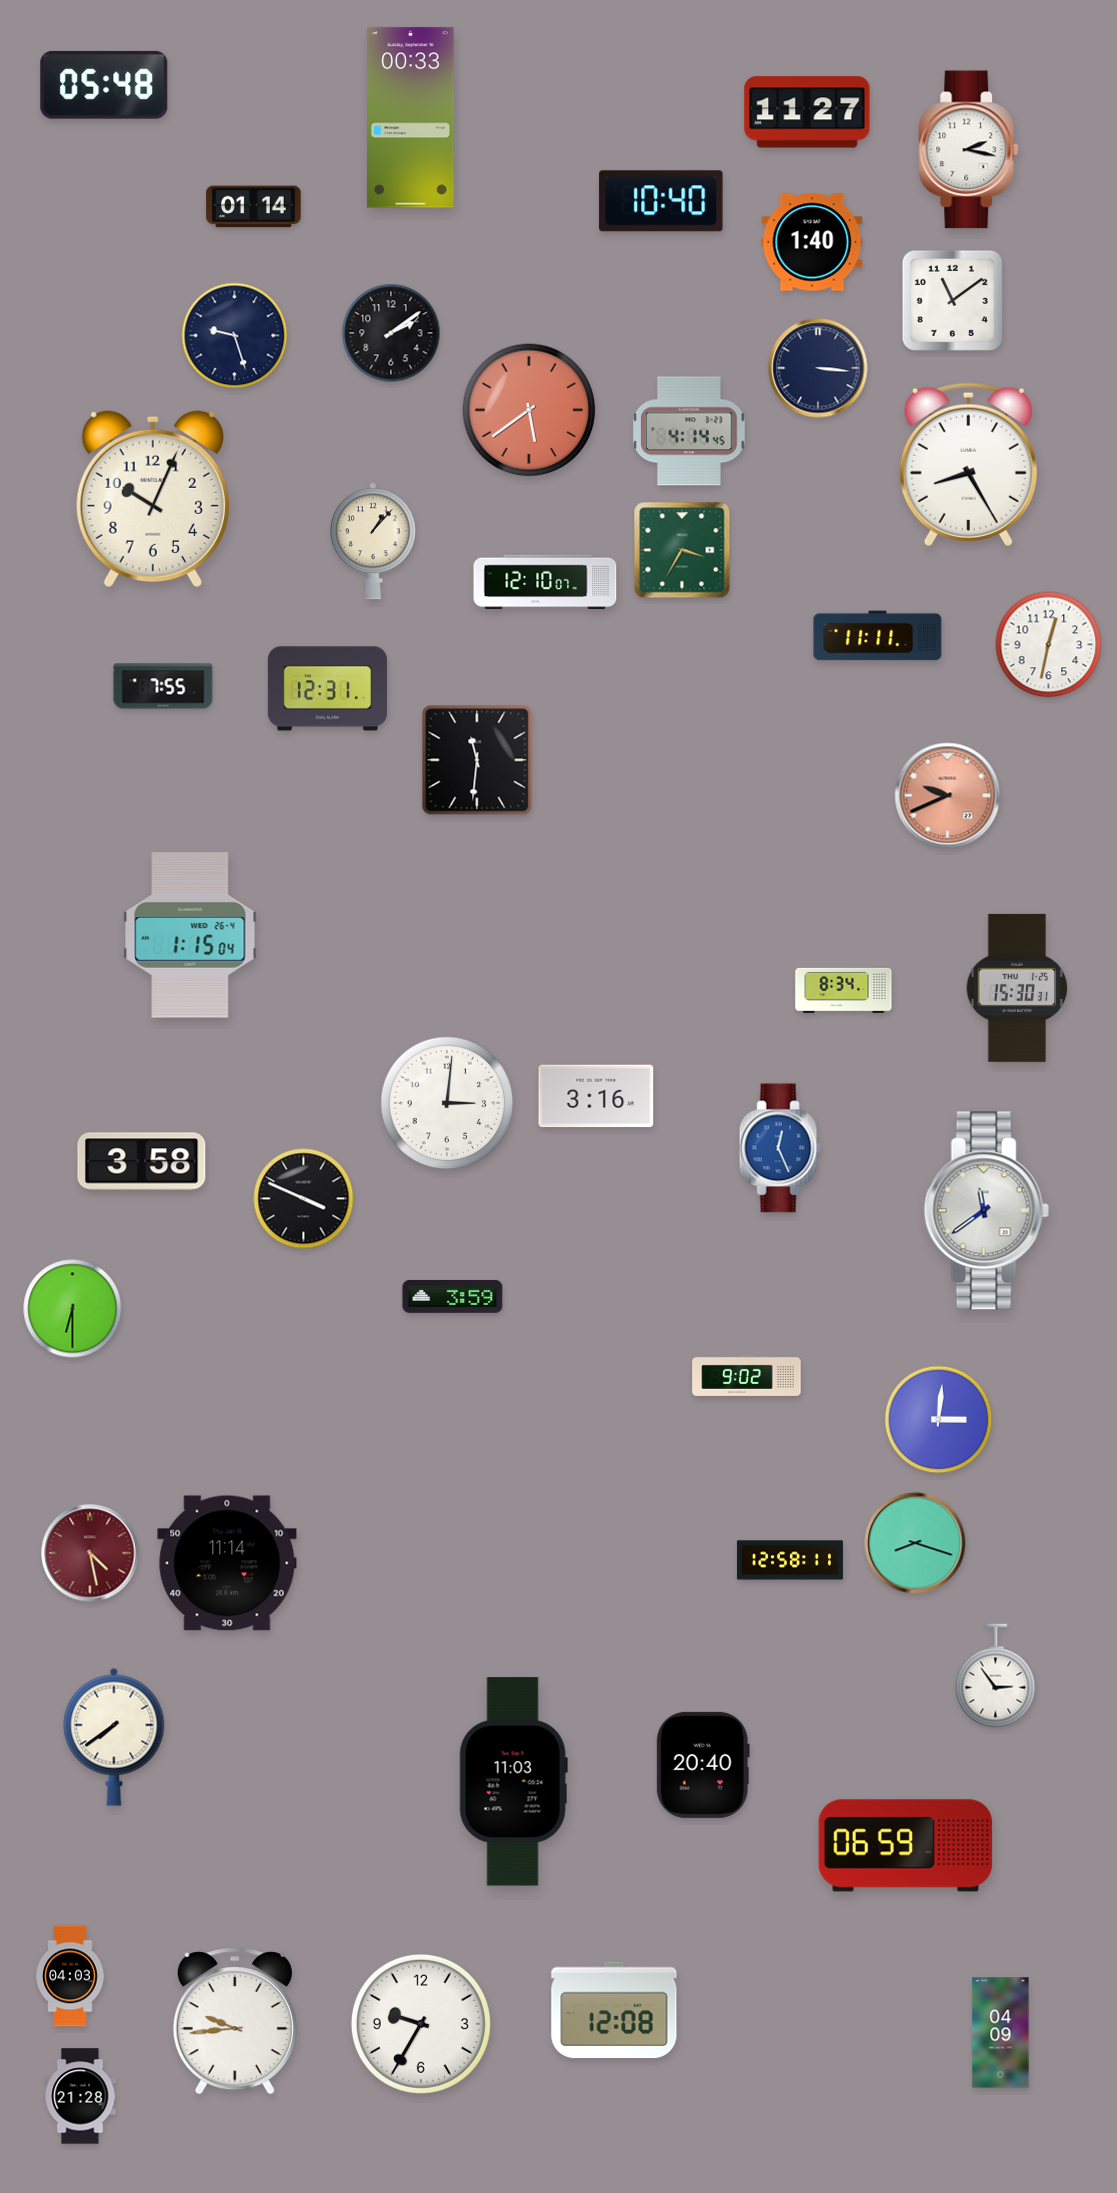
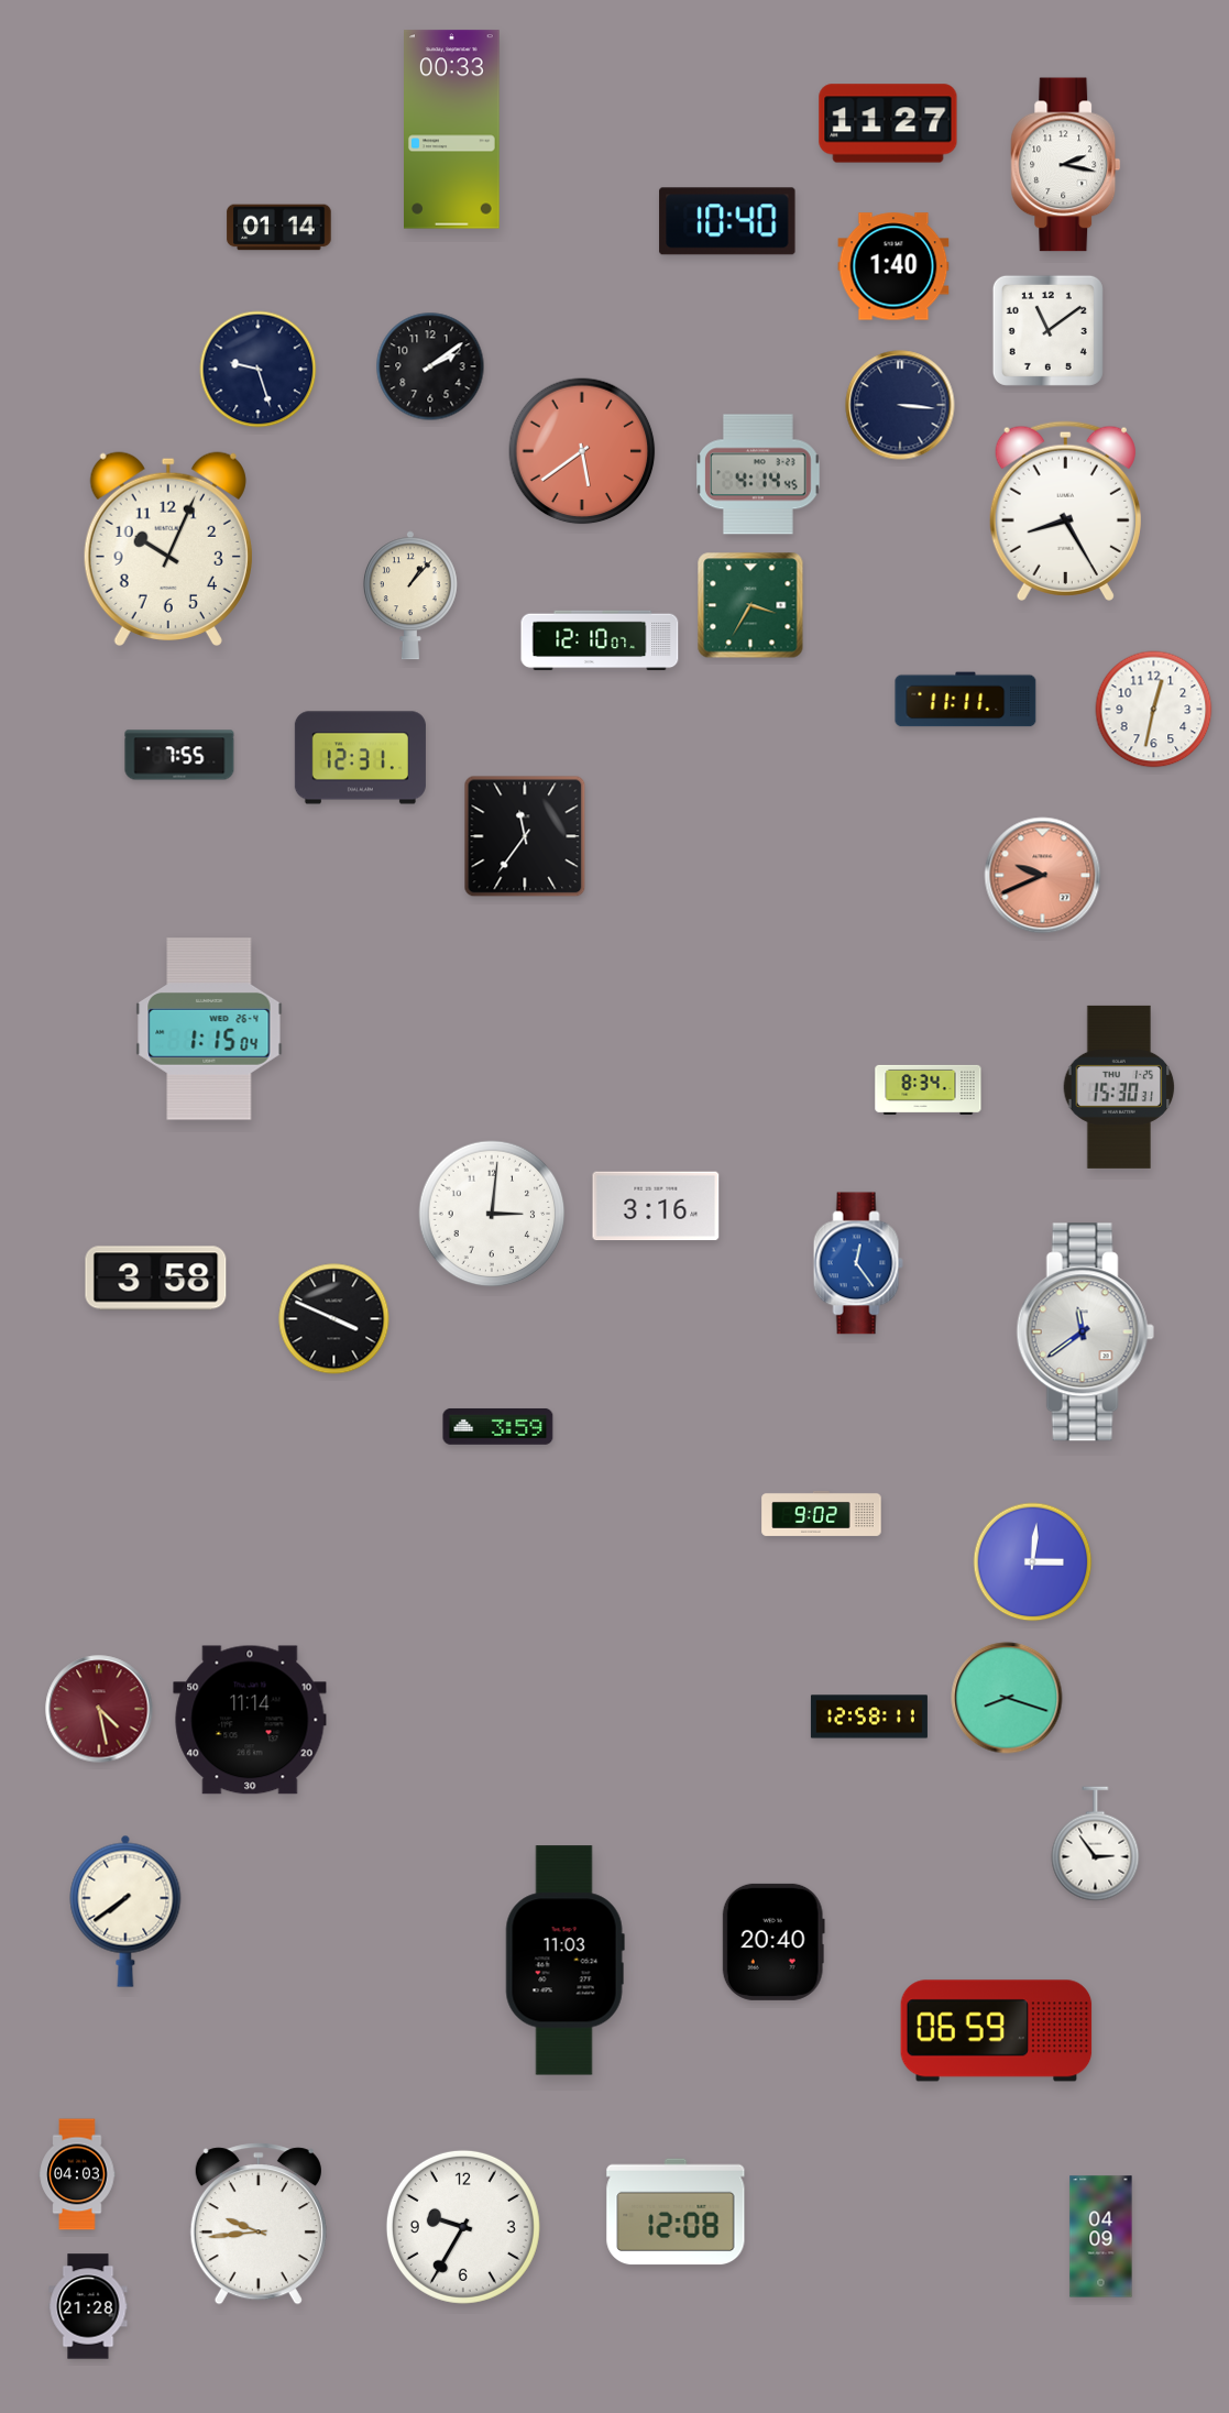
clock at (104, 85): 05:48 -> none
clock at (477, 760): 11:31 -> 11:36
clock at (780, 1148): 12:26 -> 12:24
clock at (73, 1309): 6:30 -> none
